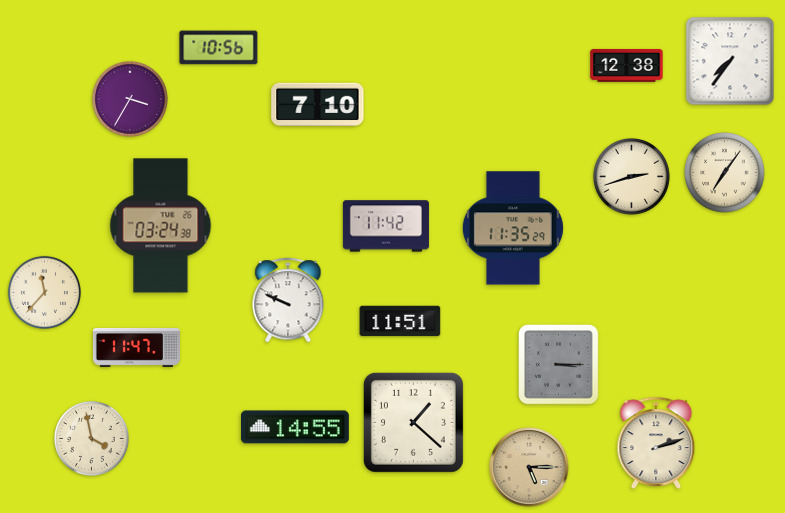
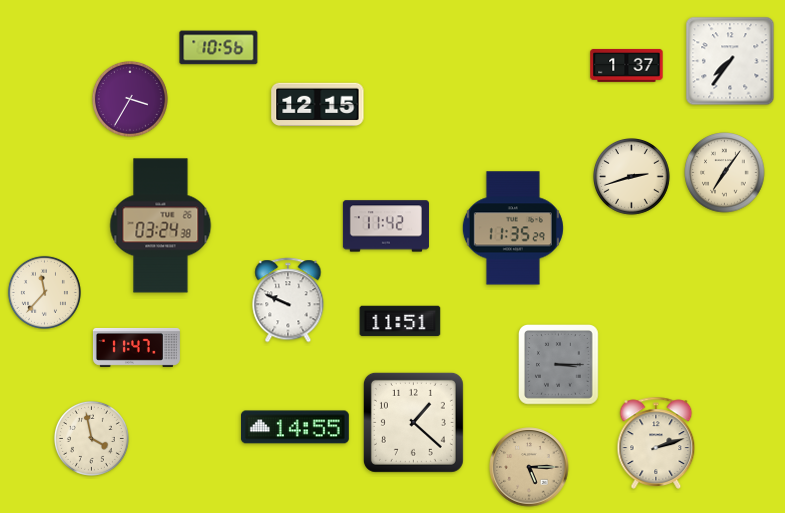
clock at (627, 65): 12:38 -> 1:37
clock at (318, 104): 7:10 -> 12:15
